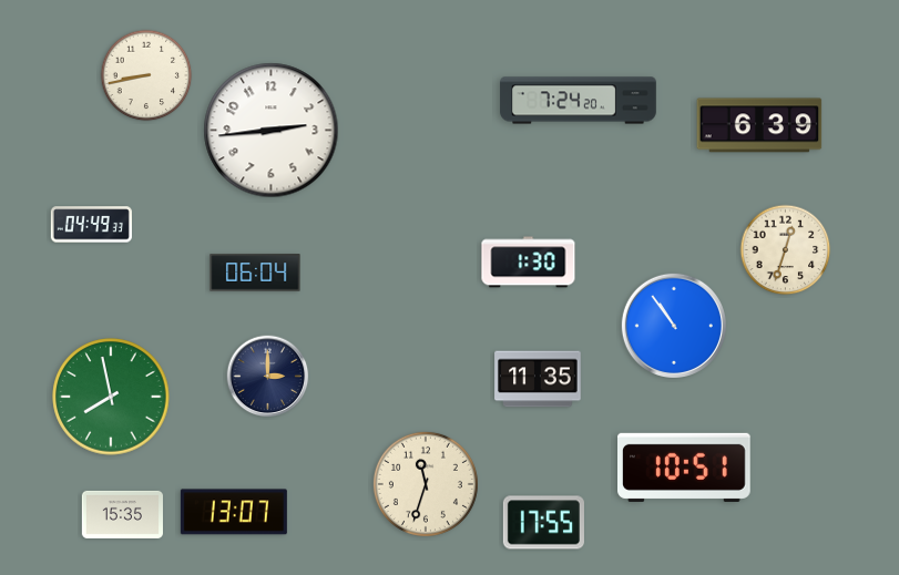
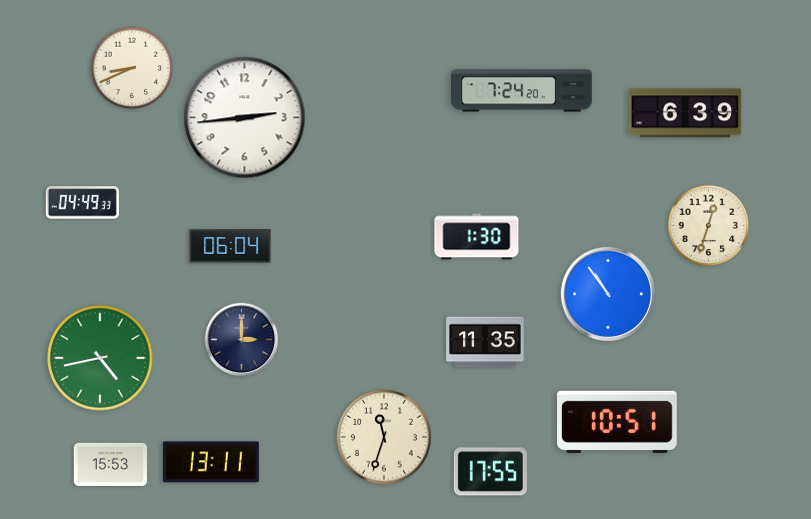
clock at (146, 75): 8:43 -> 8:41
clock at (111, 397): 7:58 -> 4:43
clock at (234, 512): 13:07 -> 13:11
clock at (122, 514): 15:35 -> 15:53
